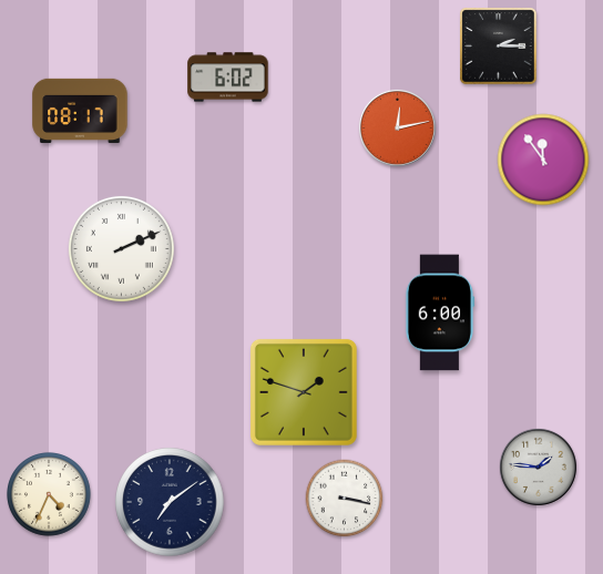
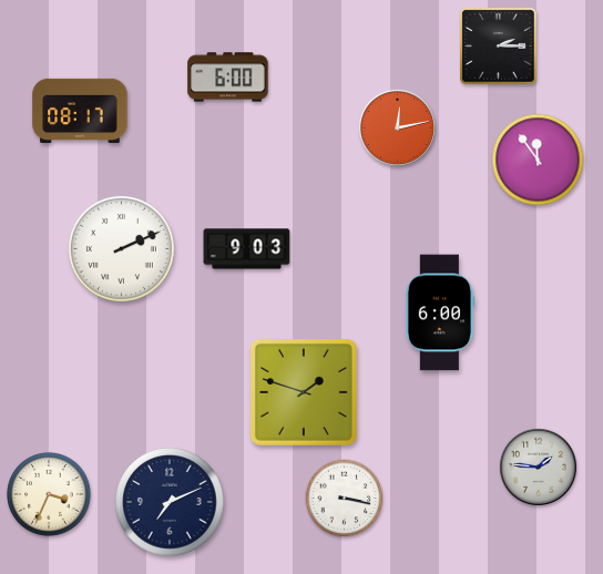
clock at (228, 78): 6:02 -> 6:00
clock at (543, 160) position: (543, 160) -> (538, 160)
clock at (247, 249): none -> 9:03
clock at (50, 495): 4:34 -> 3:34
clock at (170, 502): 7:09 -> 7:11
